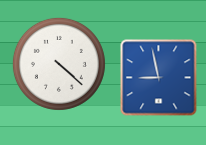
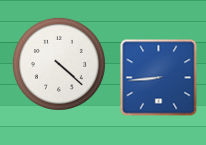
clock at (159, 78): 8:58 -> 8:44
